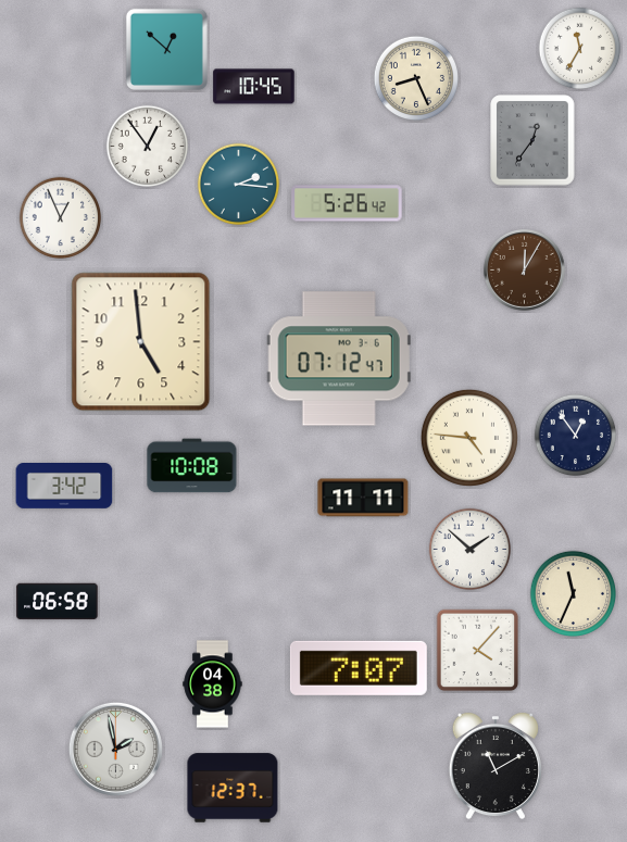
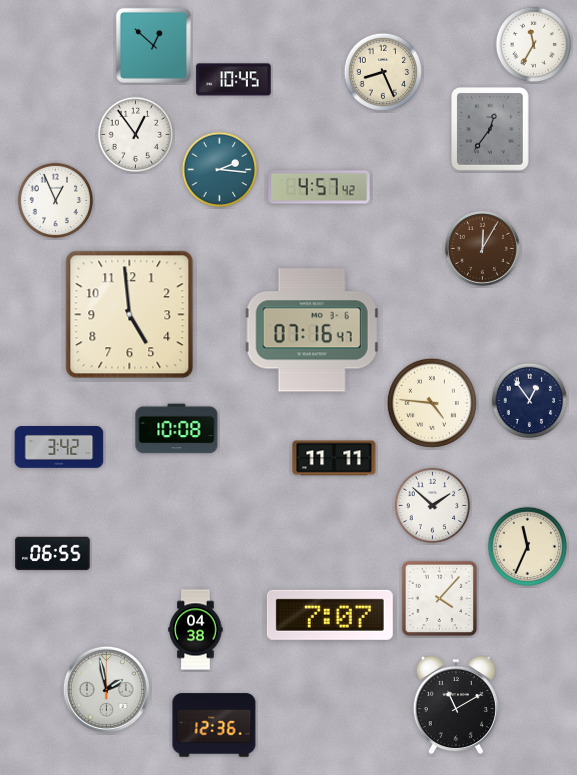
clock at (347, 203): 5:26 -> 4:57
clock at (339, 359): 07:12 -> 07:16
clock at (58, 602): 06:58 -> 06:55
clock at (233, 788): 12:37 -> 12:36
